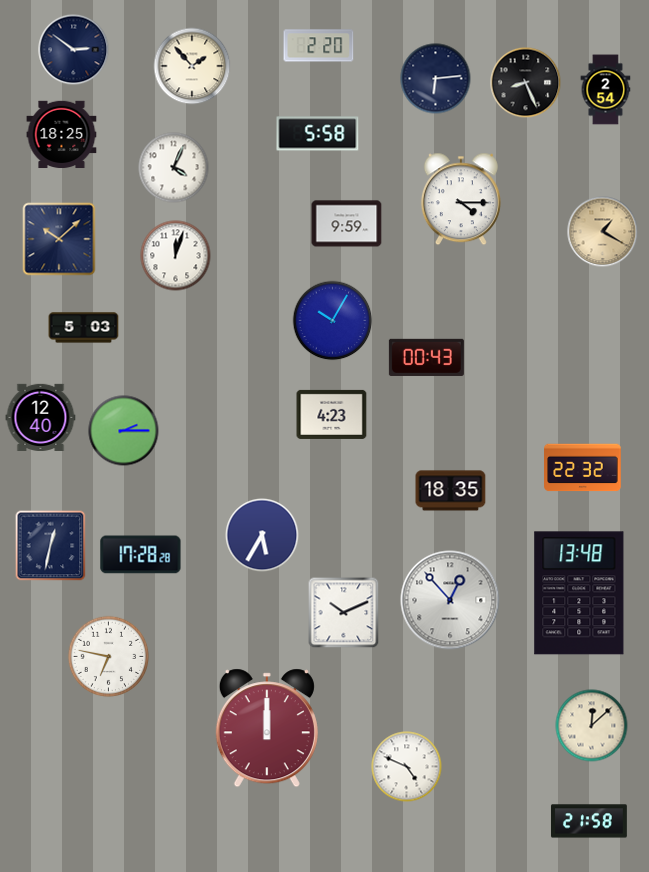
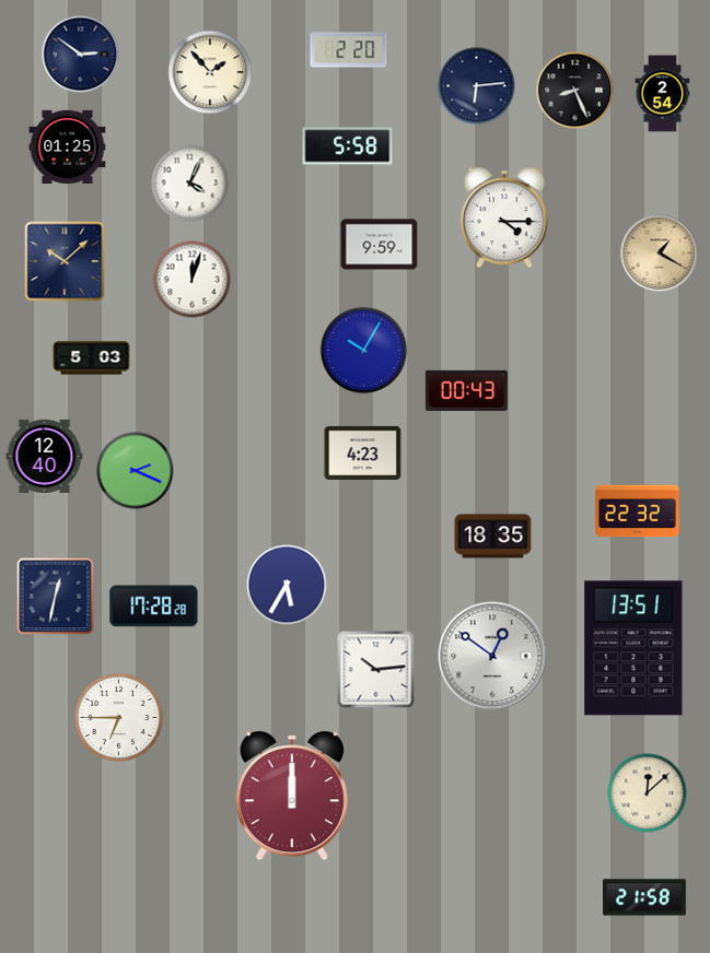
clock at (606, 90) position: (606, 90) -> (663, 94)
clock at (62, 135): 18:25 -> 01:25
clock at (124, 431): 2:15 -> 2:19
clock at (579, 593): 13:48 -> 13:51
clock at (450, 600): 12:53 -> 12:51
clock at (344, 613): 10:11 -> 10:14
clock at (109, 657): 6:47 -> 6:45
clock at (407, 767): 4:49 -> none
